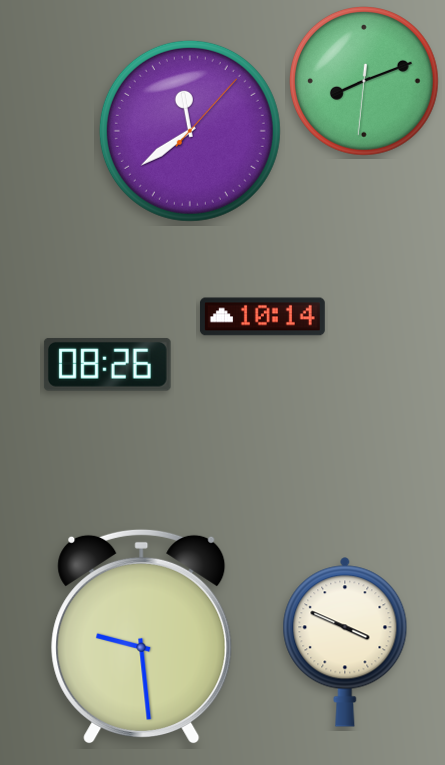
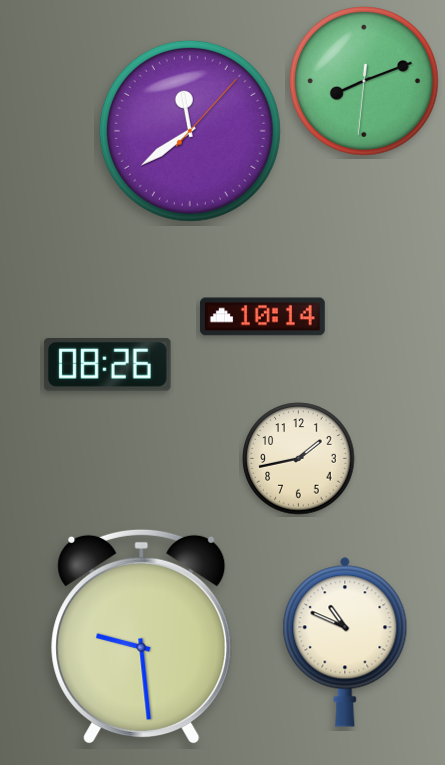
clock at (299, 459): none -> 1:43
clock at (345, 642): 3:49 -> 10:49
